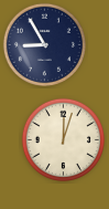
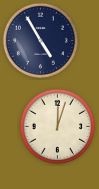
clock at (44, 44): 8:55 -> 4:55
